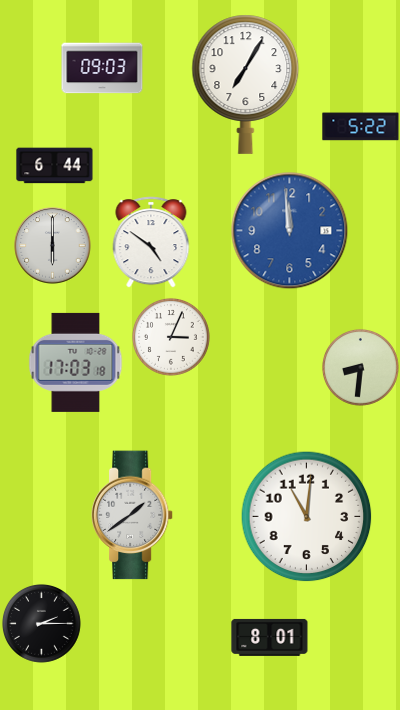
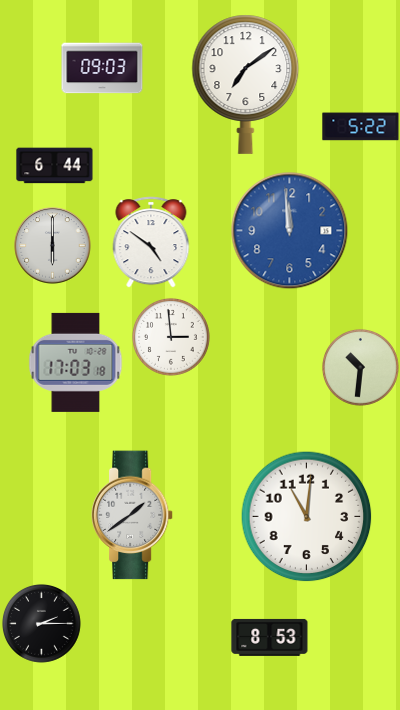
clock at (246, 84): 7:05 -> 7:09
clock at (171, 337): 3:04 -> 2:59
clock at (361, 368): 8:31 -> 10:31
clock at (270, 637): 8:01 -> 8:53
